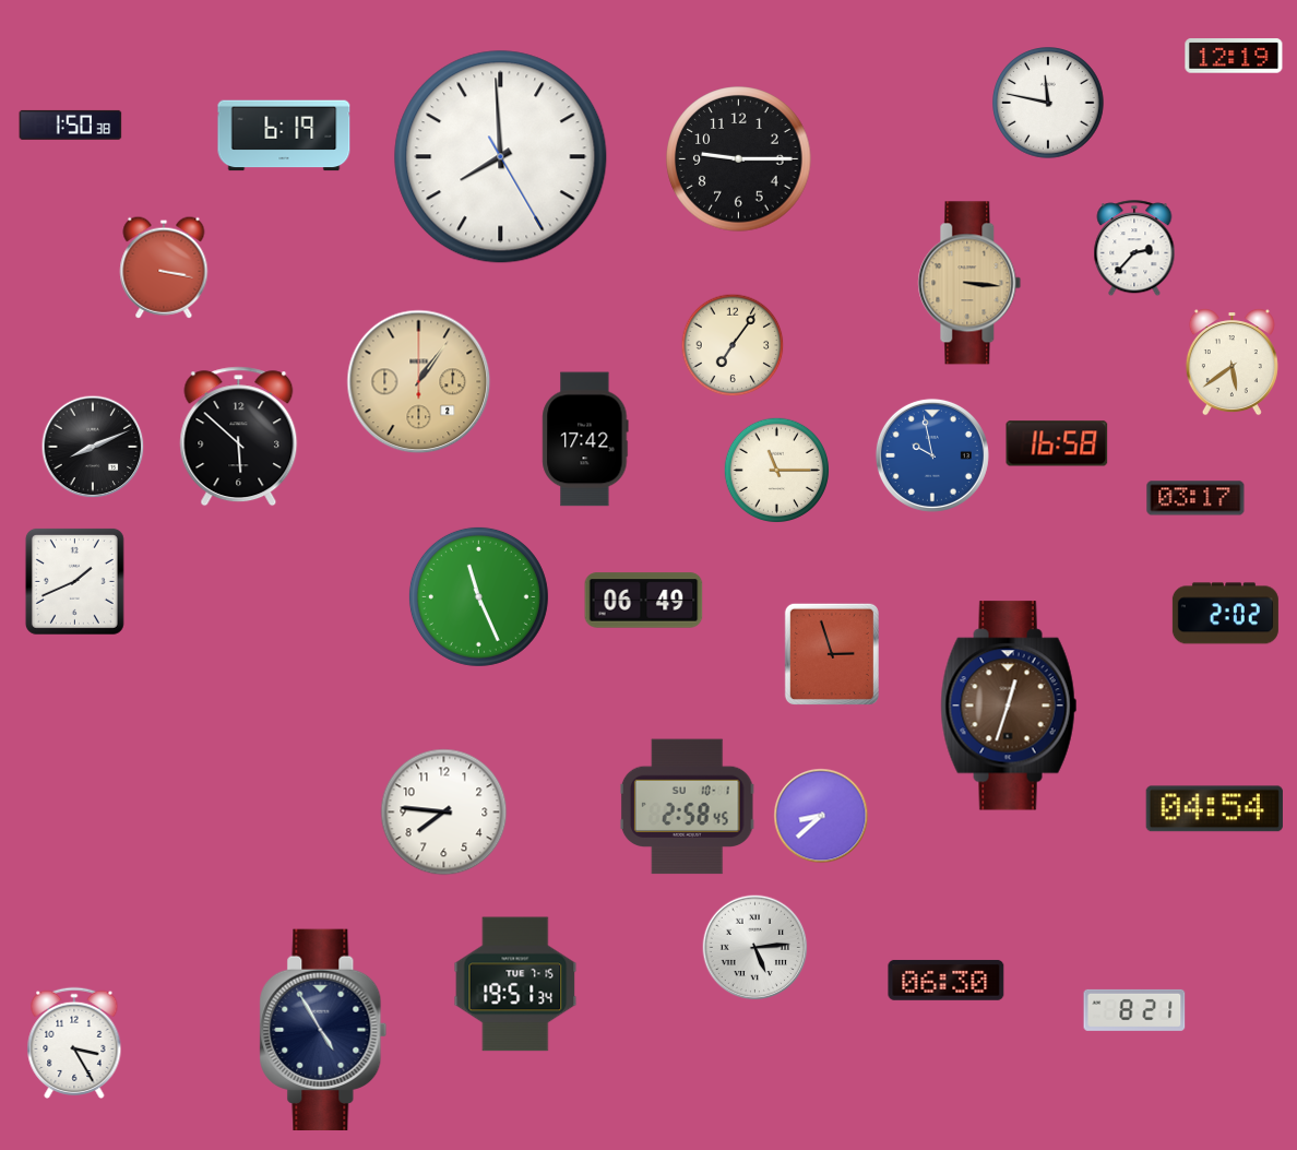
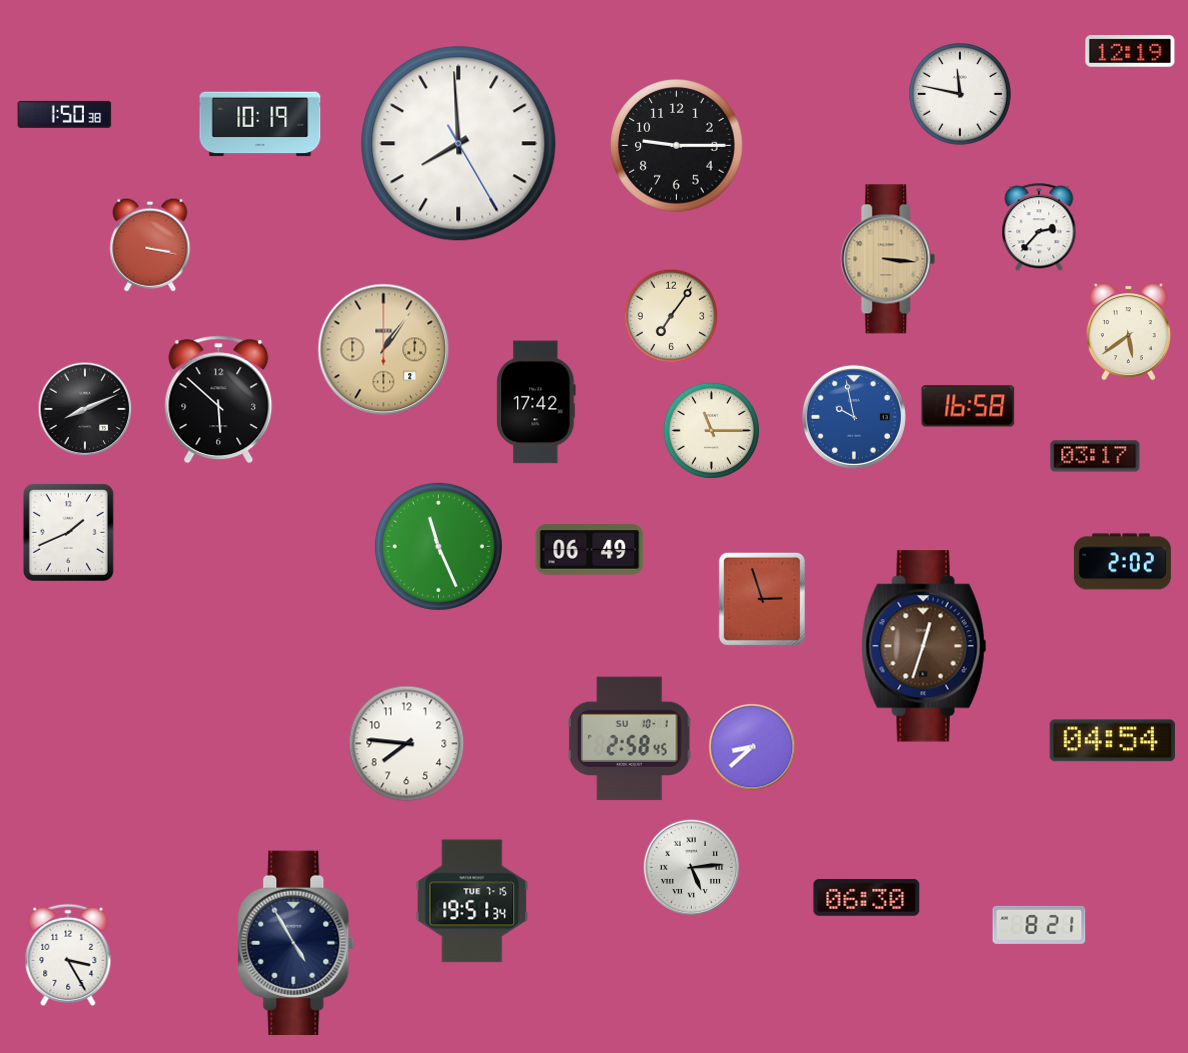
clock at (284, 135): 6:19 -> 10:19
